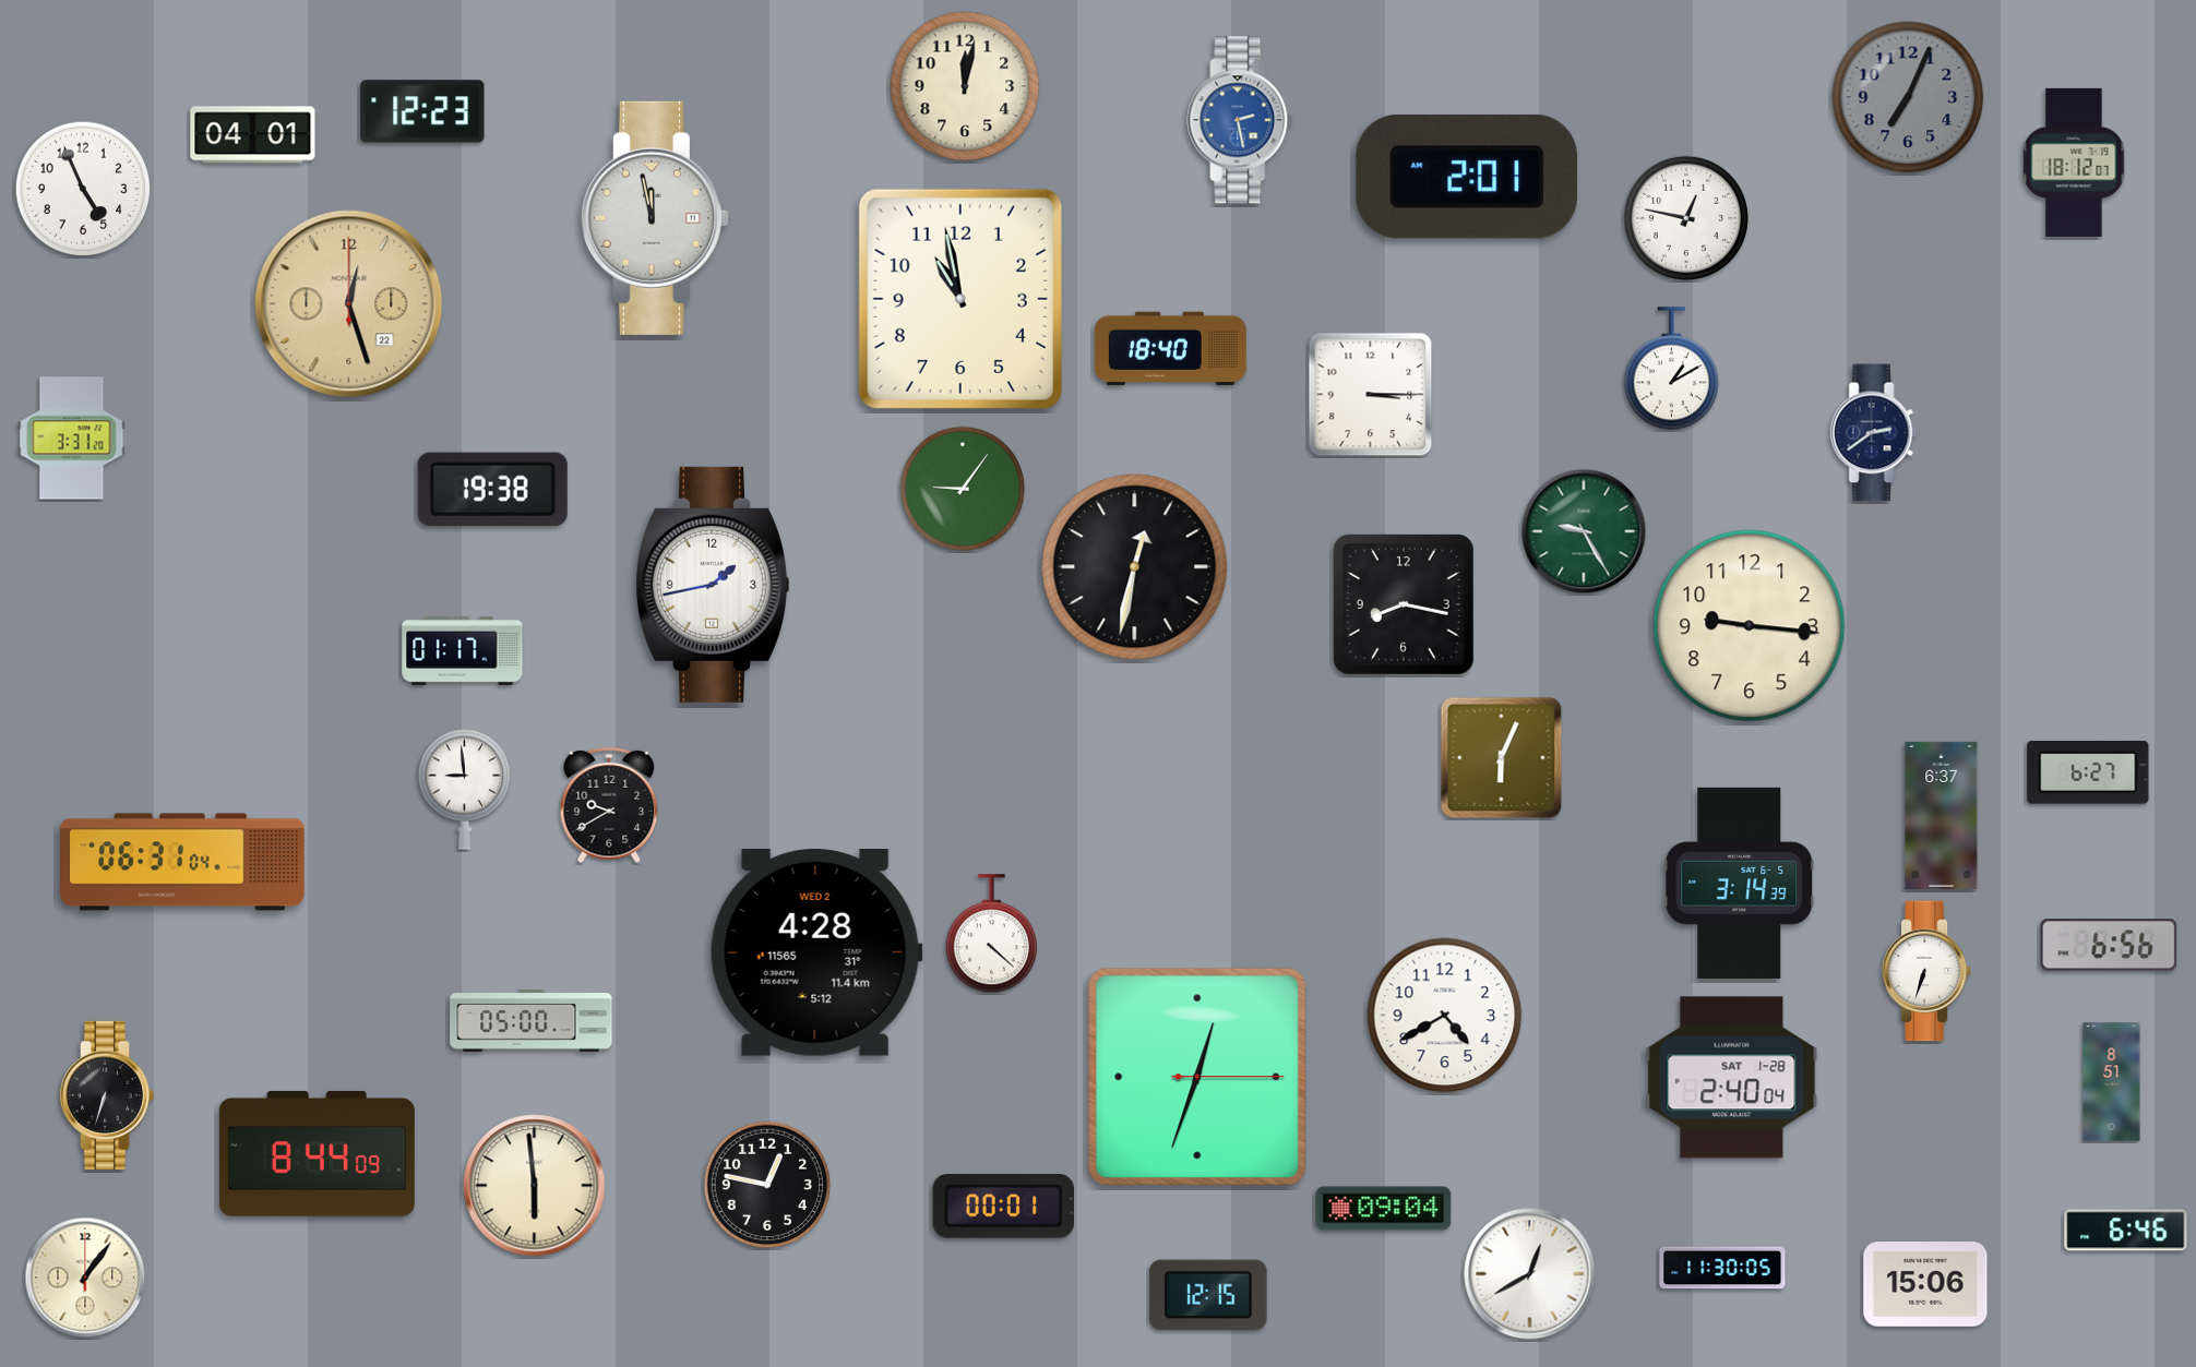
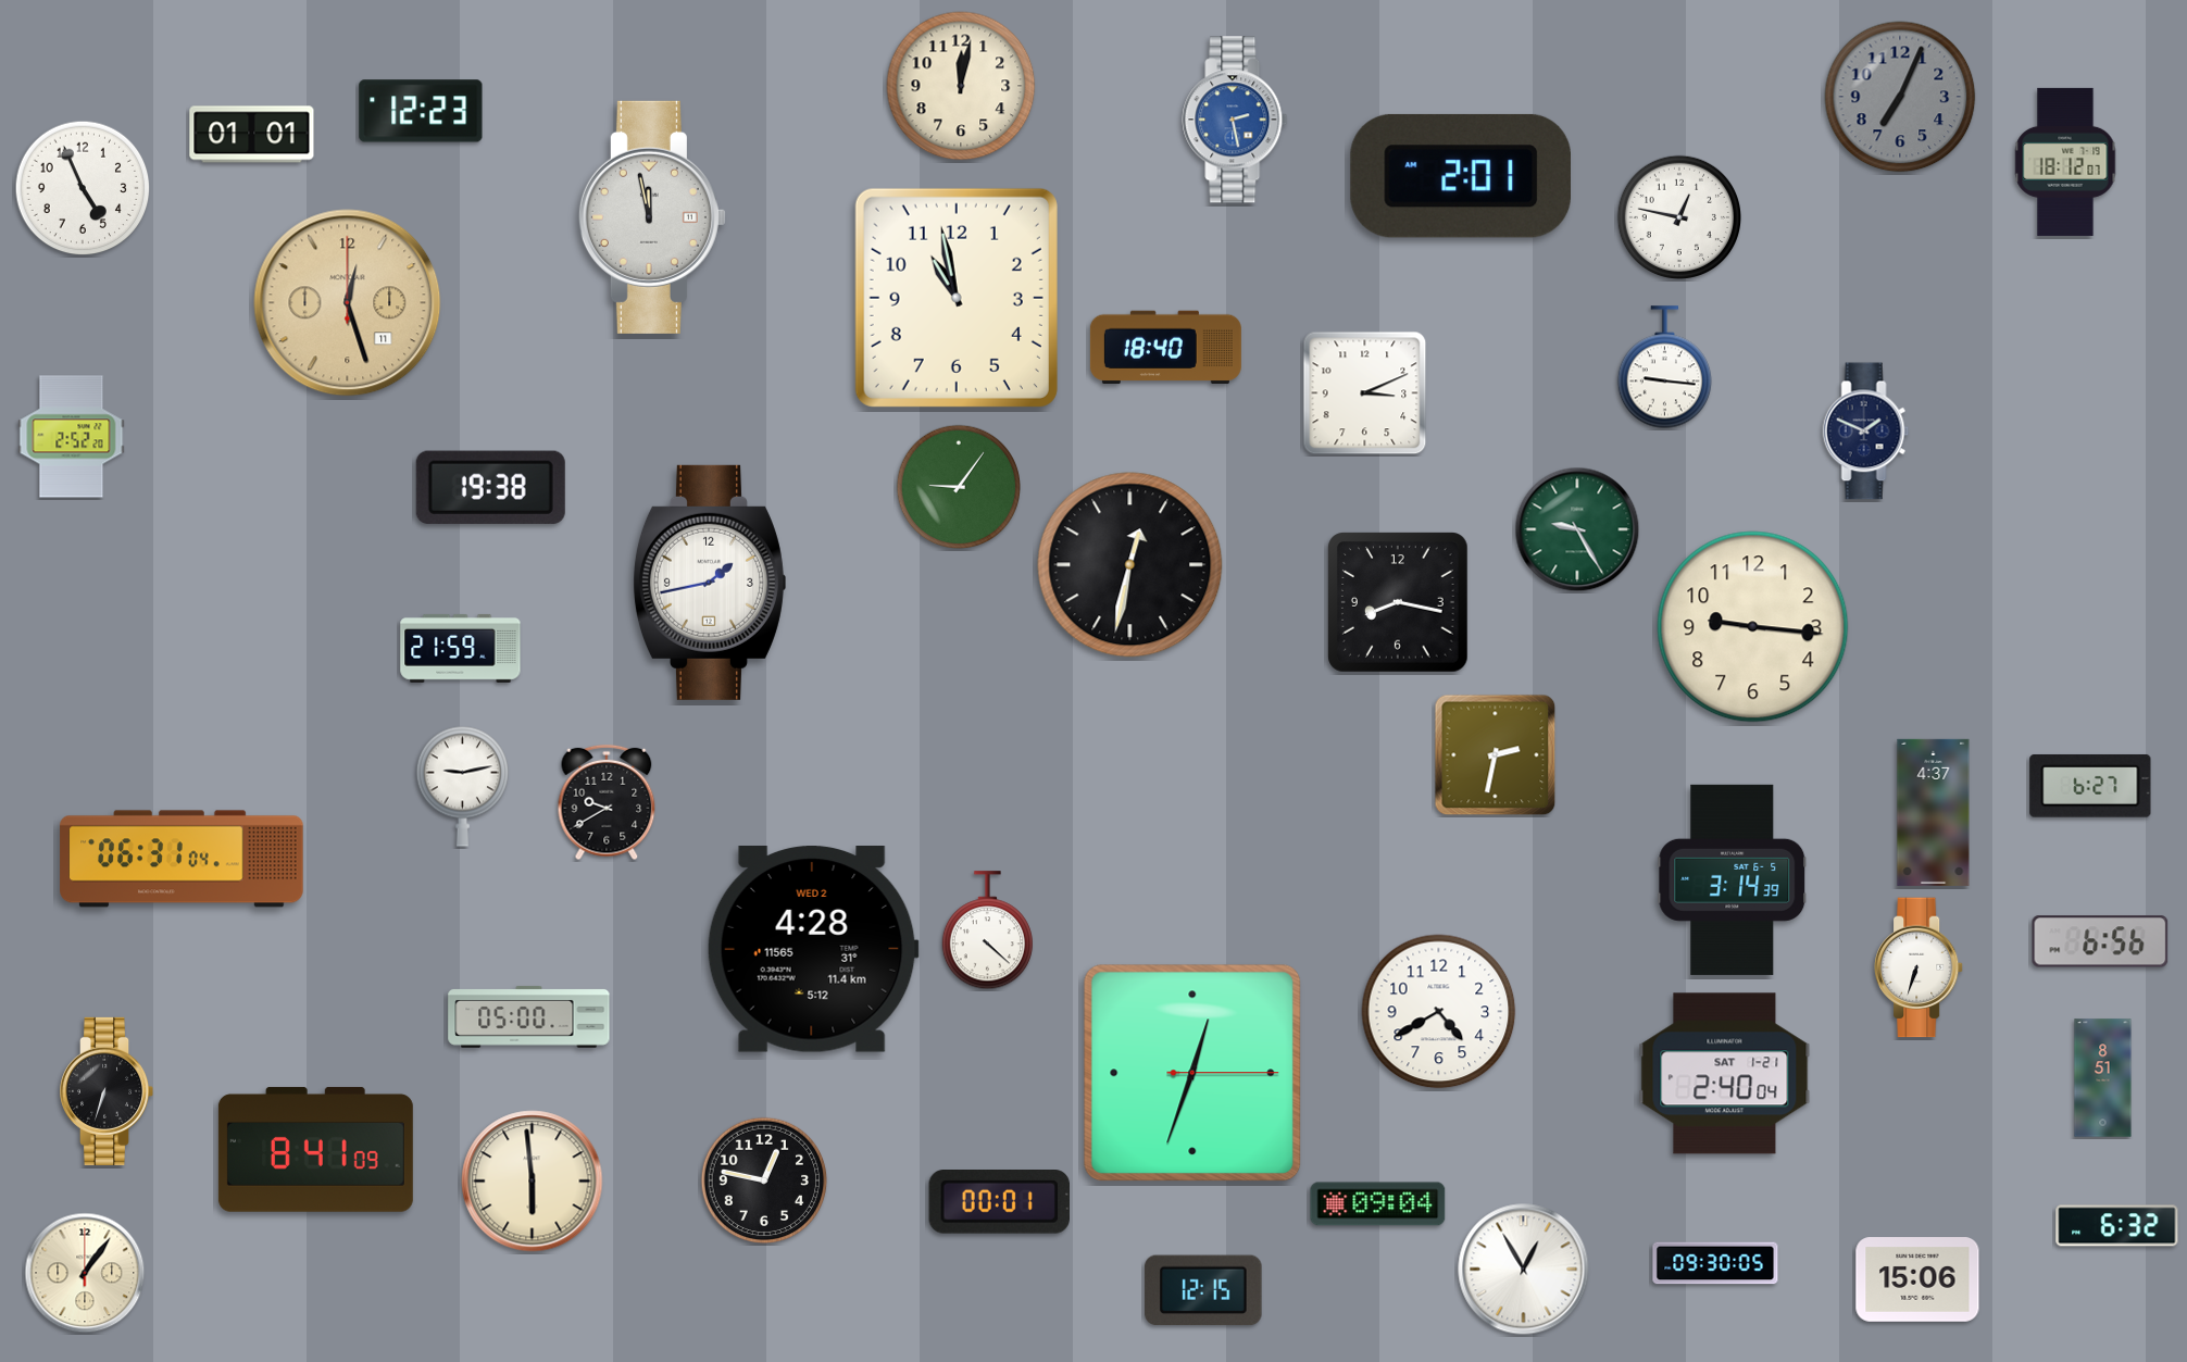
clock at (253, 135): 04:01 -> 01:01
clock at (349, 304) date: 22 -> 11
clock at (1671, 369): 1:10 -> 9:16
clock at (1371, 395): 3:15 -> 3:11
clock at (1874, 433): 2:39 -> 1:49
clock at (72, 439): 3:31 -> 2:52
clock at (1750, 626) position: (1750, 626) -> (1753, 627)
clock at (463, 650): 01:17 -> 21:59
clock at (1502, 758): 6:04 -> 2:32
clock at (2088, 772) position: (2088, 772) -> (2090, 786)
clock at (464, 789): 8:59 -> 9:13
clock at (1942, 815): 6:37 -> 4:37
clock at (1732, 1078) date: SAT 1-28 -> SAT 1-21
clock at (317, 1153): 8:44 -> 8:41
clock at (2126, 1231): 6:46 -> 6:32
clock at (1722, 1268): 11:30 -> 09:30
clock at (1530, 1274): 12:40 -> 12:55
